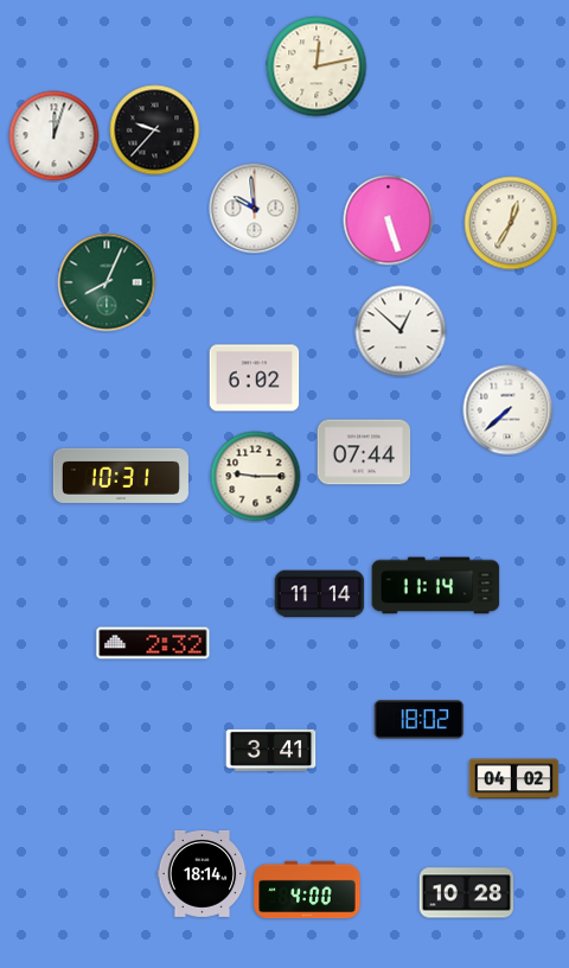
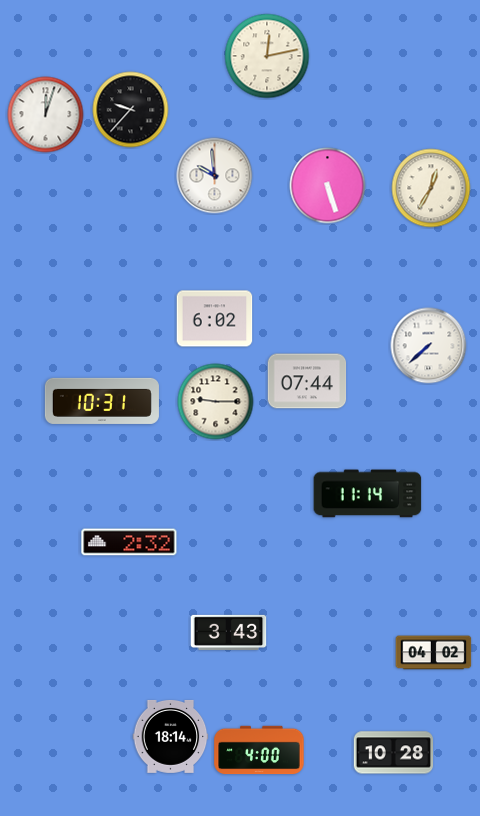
clock at (107, 282): 8:04 -> none
clock at (401, 331): 12:52 -> none
clock at (320, 594): 11:14 -> none
clock at (420, 720): 18:02 -> none
clock at (271, 750): 3:41 -> 3:43
clock at (514, 779) position: (514, 779) -> (434, 653)
